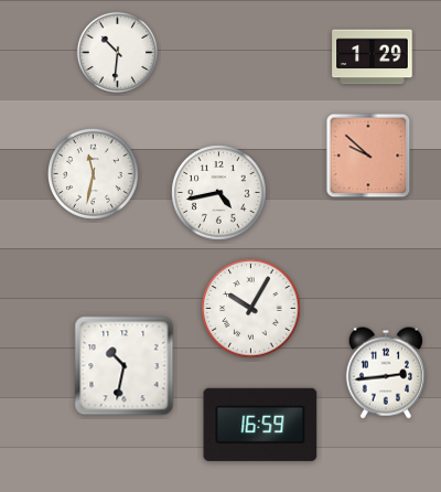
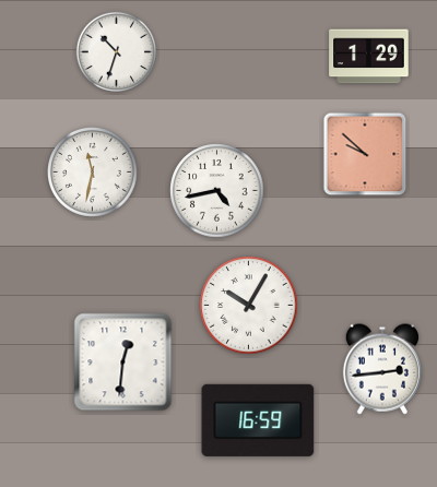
clock at (118, 53): 10:31 -> 10:33
clock at (125, 366): 10:32 -> 12:31
